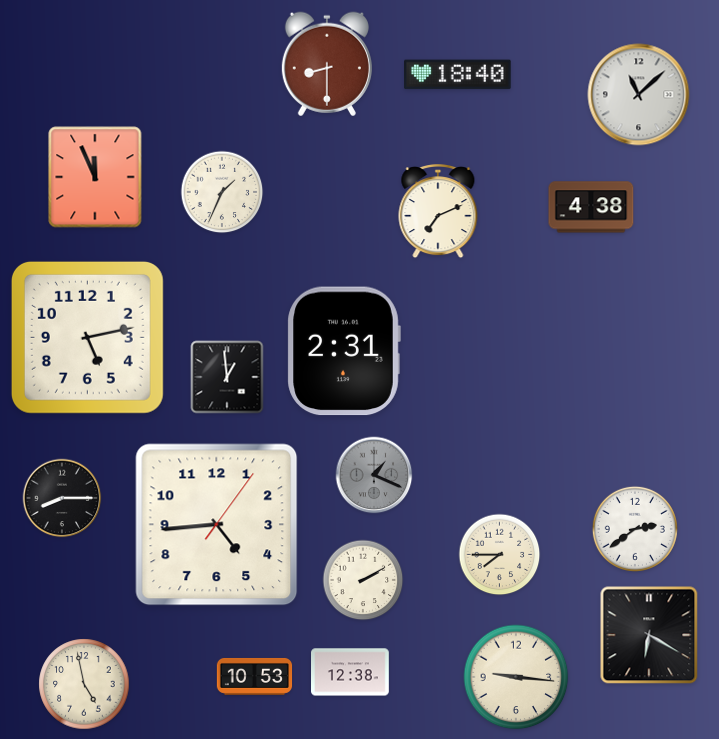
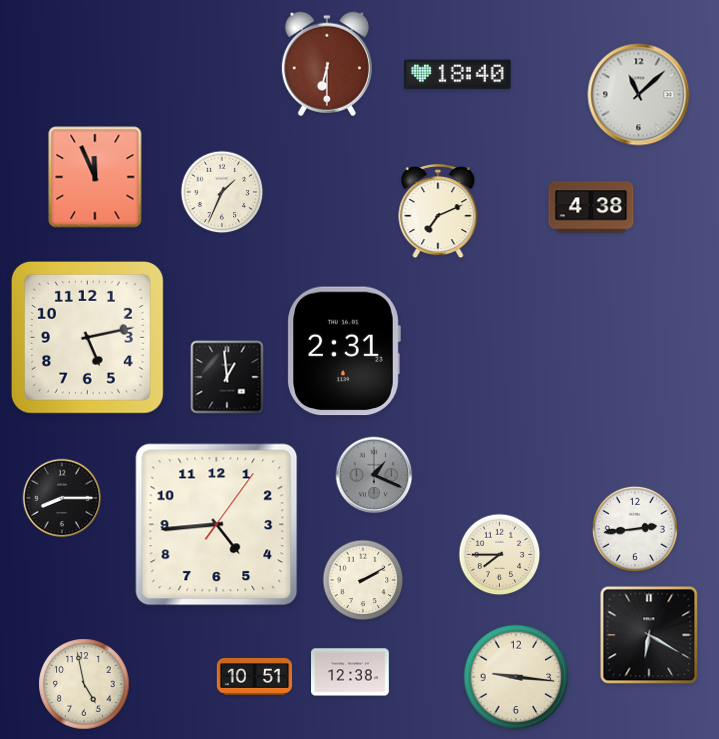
clock at (327, 64): 8:30 -> 6:30
clock at (635, 529): 2:39 -> 2:44
clock at (255, 676): 10:53 -> 10:51
